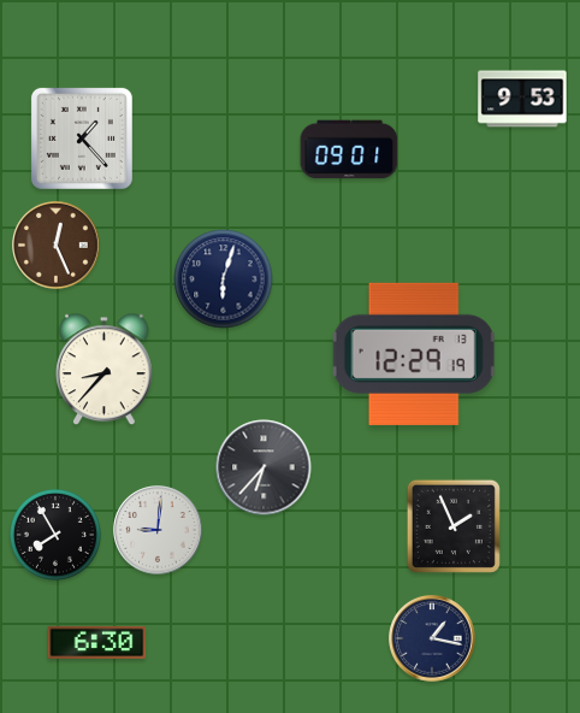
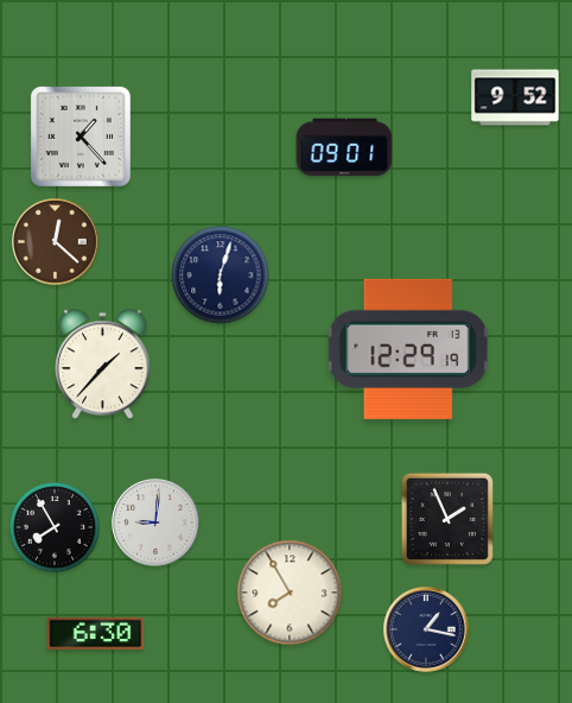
clock at (522, 99): 9:53 -> 9:52
clock at (57, 246): 12:26 -> 12:22
clock at (105, 370): 8:37 -> 1:37
clock at (264, 467): 6:37 -> none
clock at (290, 593): none -> 7:55
